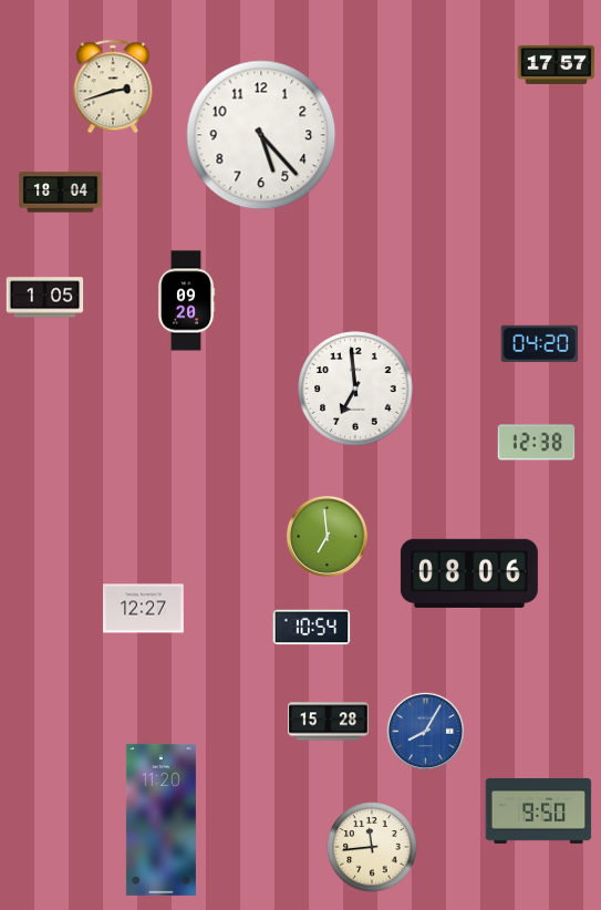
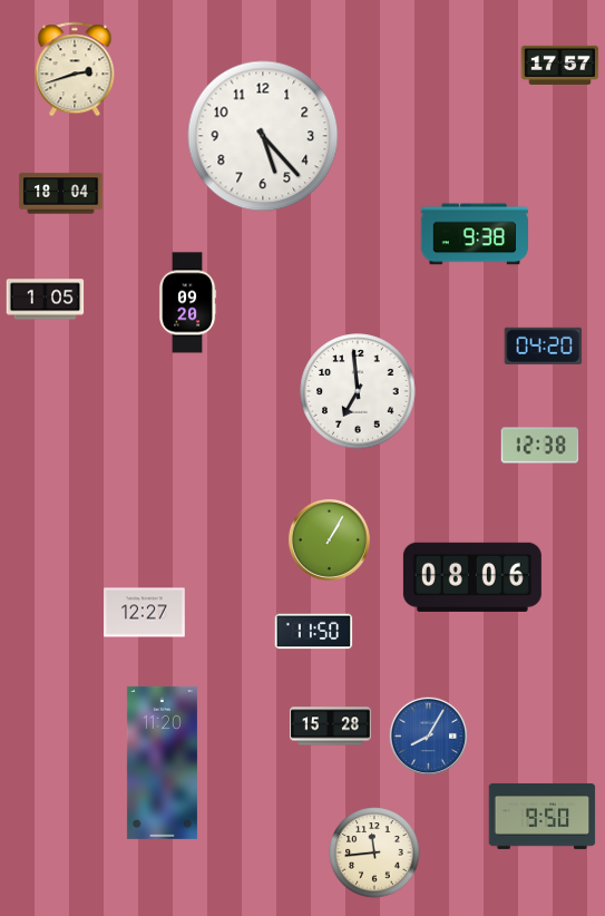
clock at (113, 86) position: (113, 86) -> (75, 69)
clock at (474, 234): none -> 9:38
clock at (327, 536): 6:59 -> 1:05
clock at (312, 628): 10:54 -> 11:50
clock at (160, 819) position: (160, 819) -> (162, 762)
